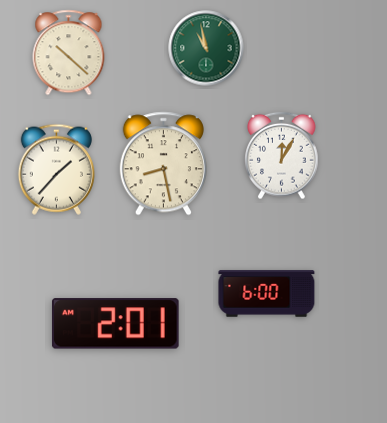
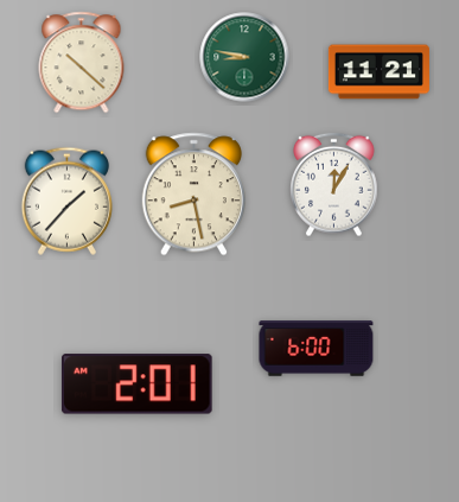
clock at (206, 48): 10:58 -> 8:47
clock at (378, 72): none -> 11:21
